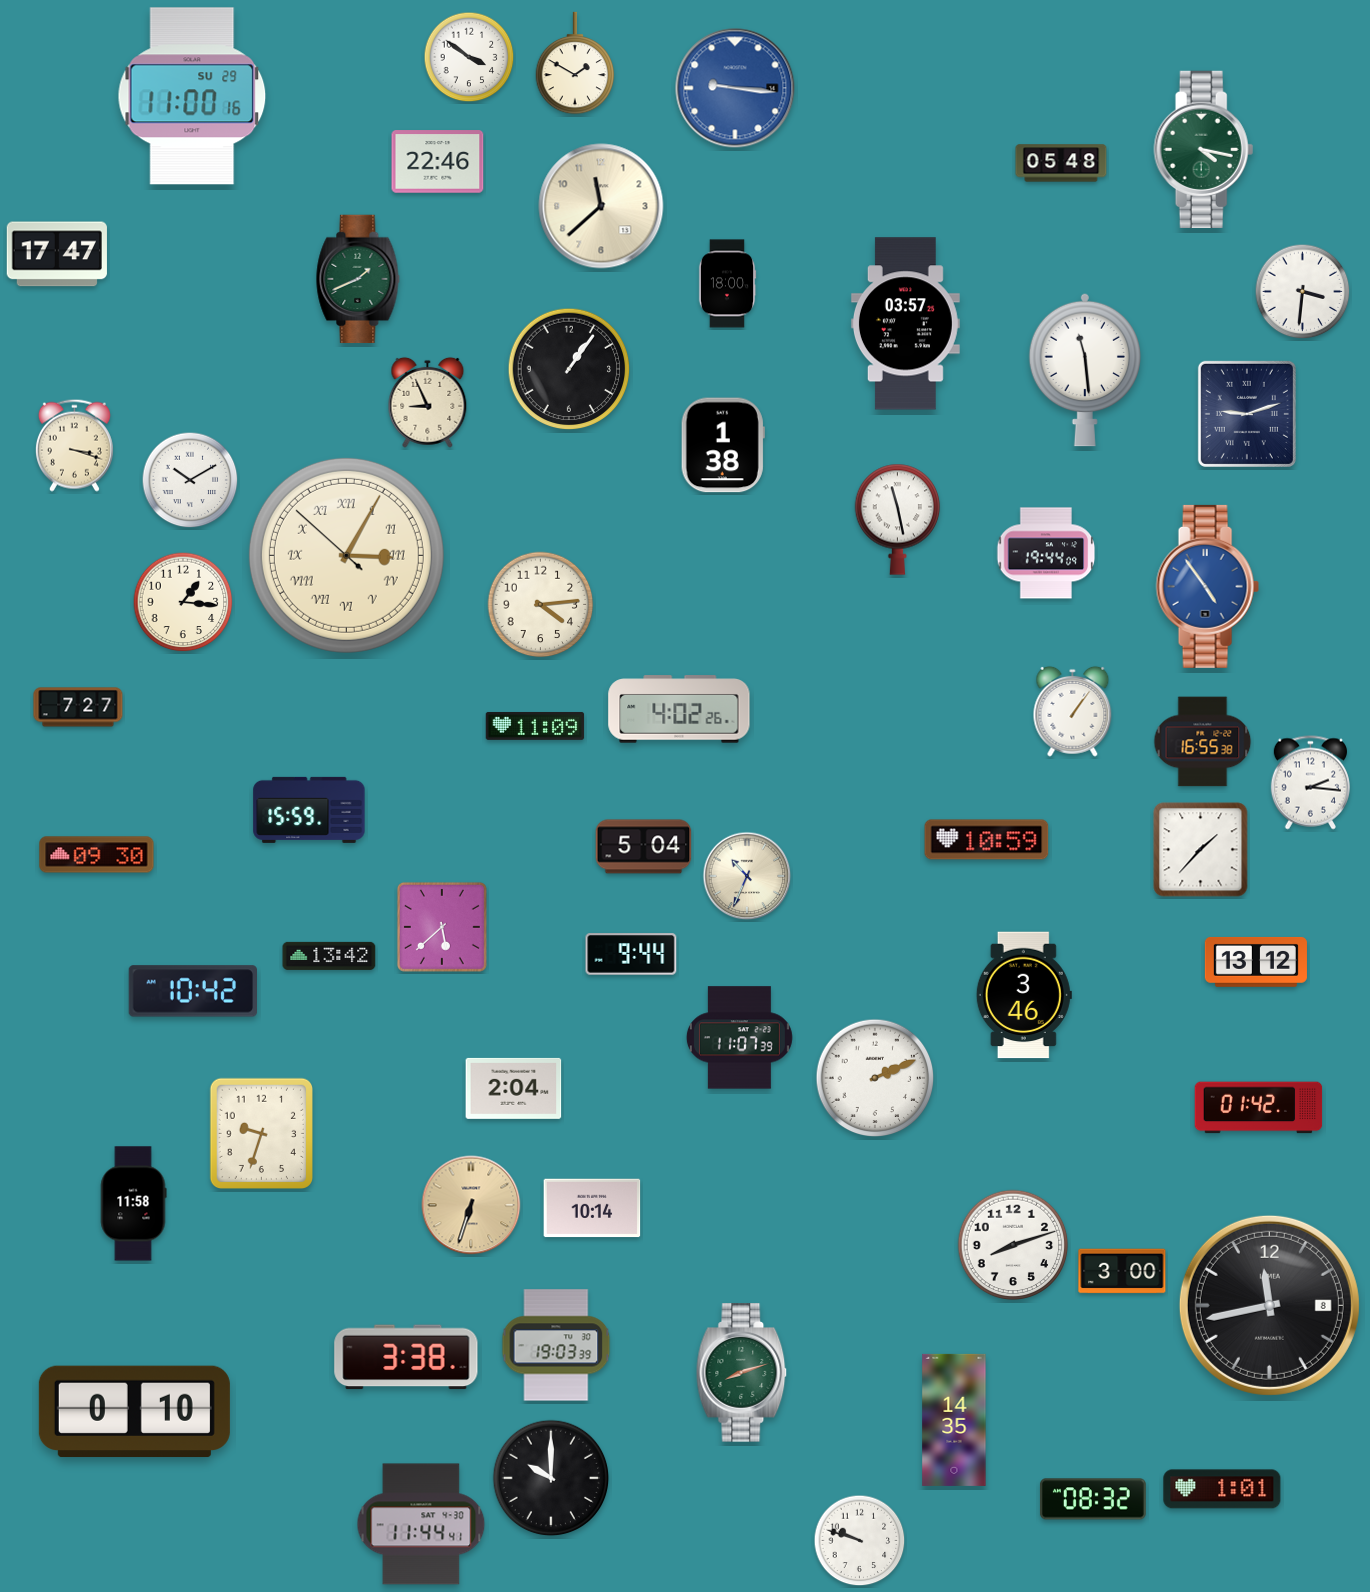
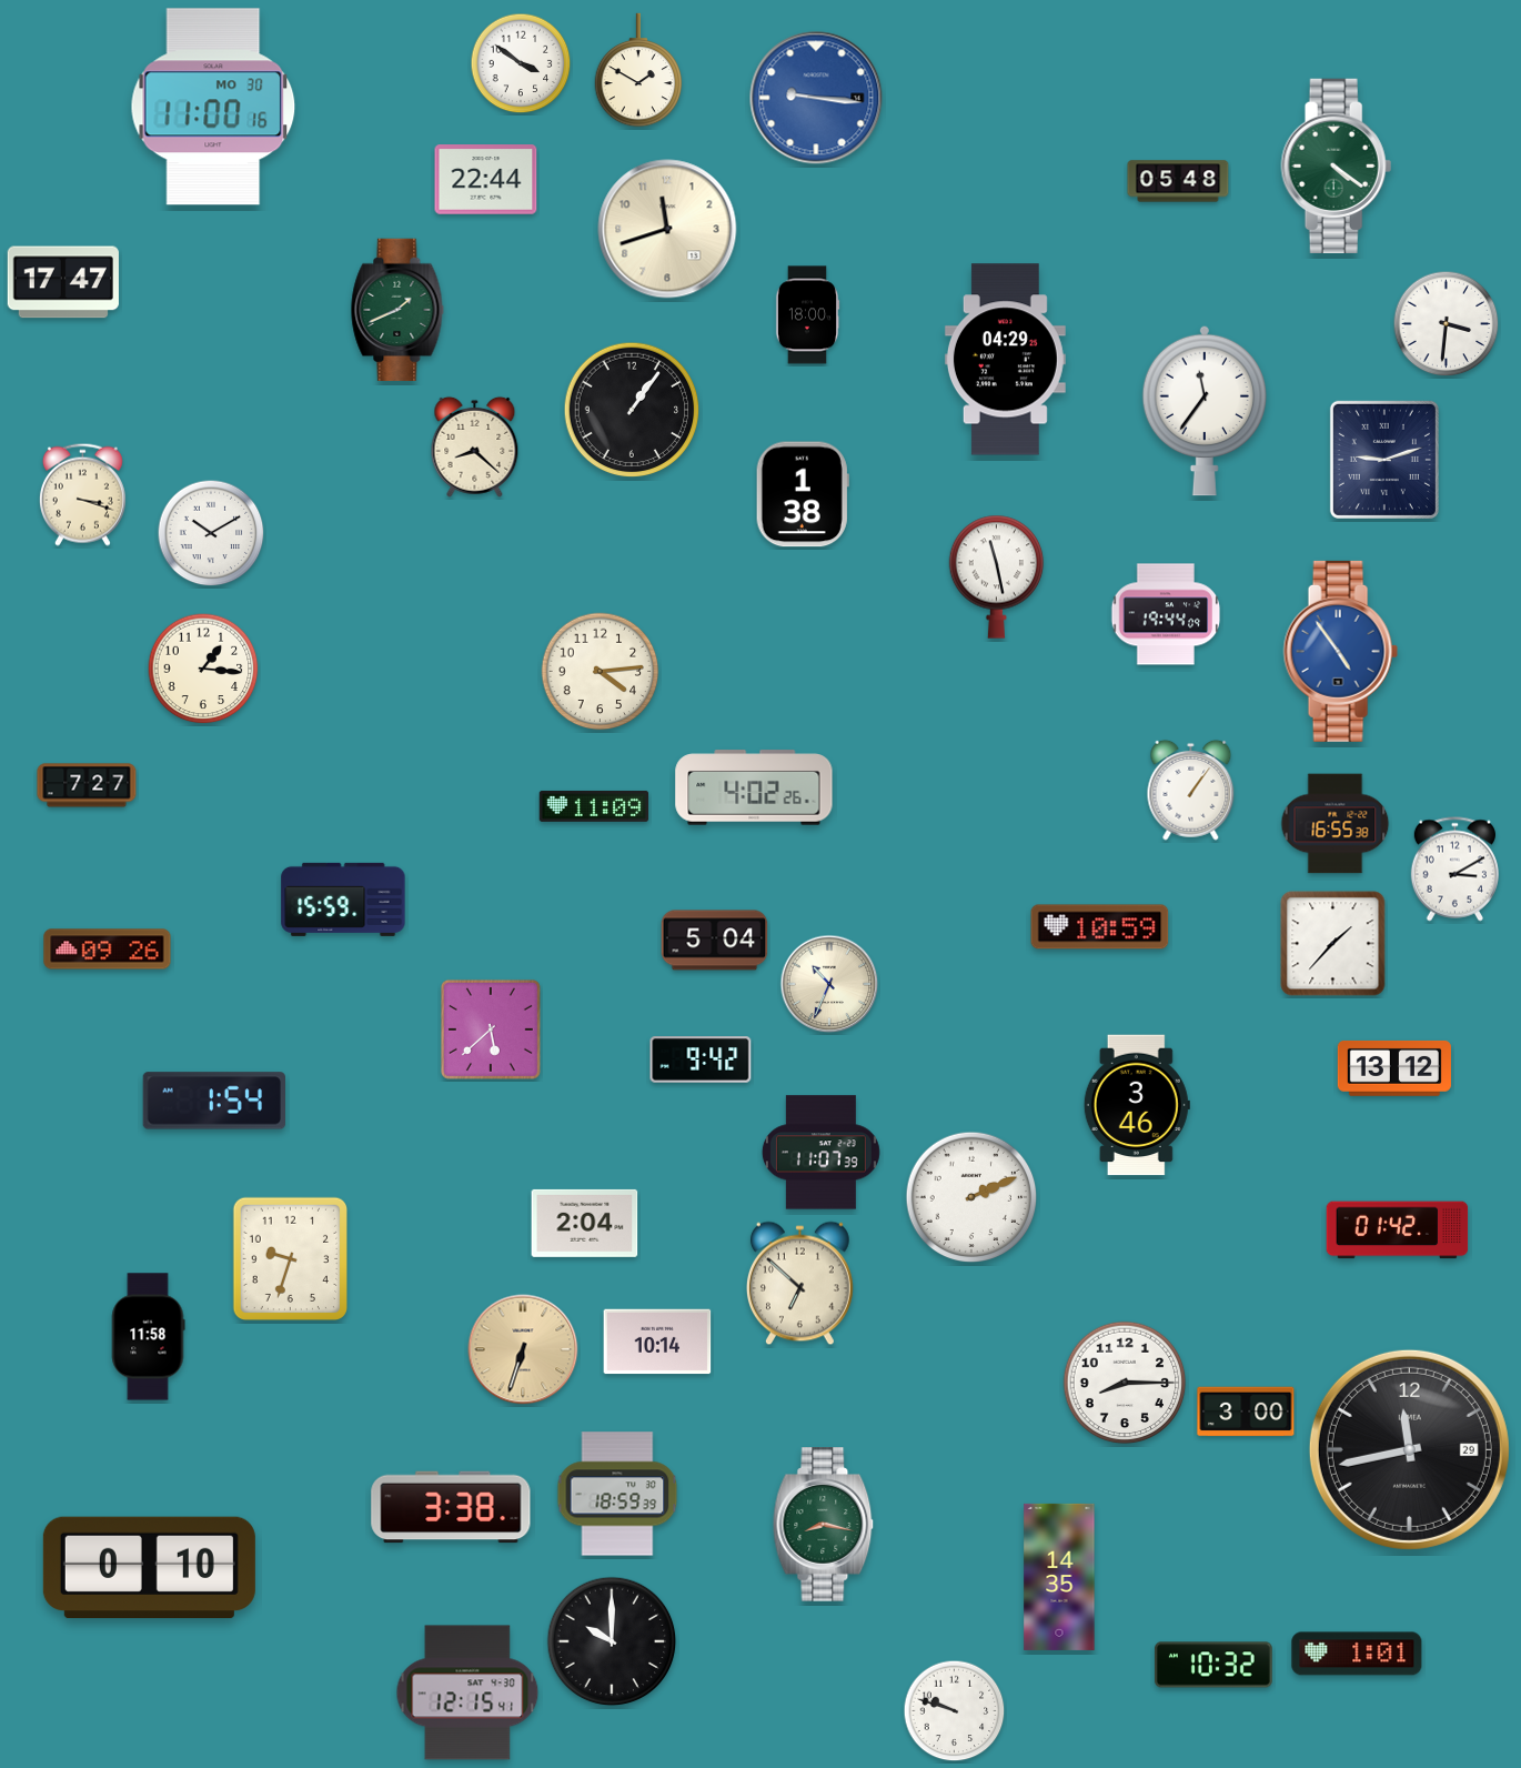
clock at (192, 96) date: SU 29 -> MO 30
clock at (1204, 149): 4:17 -> 4:21
clock at (438, 162): 22:46 -> 22:44
clock at (601, 206): 11:38 -> 11:42
clock at (905, 324): 03:57 -> 04:29
clock at (1085, 370): 11:29 -> 11:36
clock at (428, 402): 8:56 -> 8:22
clock at (1046, 553) position: (1046, 553) -> (1166, 614)
clock at (346, 555): 3:04 -> none
clock at (1310, 783): 2:16 -> 3:10
clock at (987, 840) position: (987, 840) -> (1100, 927)
clock at (97, 855): 09:30 -> 09:26
clock at (747, 876) position: (747, 876) -> (829, 984)
clock at (631, 954): 9:44 -> 9:42
clock at (329, 956): 13:42 -> none
clock at (192, 991): 10:42 -> 1:54
clock at (514, 1088) position: (514, 1088) -> (585, 1223)
clock at (799, 1284): none -> 6:52
clock at (471, 1205) position: (471, 1205) -> (523, 1349)
clock at (1013, 1245): 8:12 -> 8:15
clock at (1269, 1305) date: 8 -> 29
clock at (556, 1345): 19:03 -> 18:59
clock at (742, 1373): 8:12 -> 8:17
clock at (1093, 1499): 08:32 -> 10:32
clock at (421, 1524): 11:44 -> 12:15
